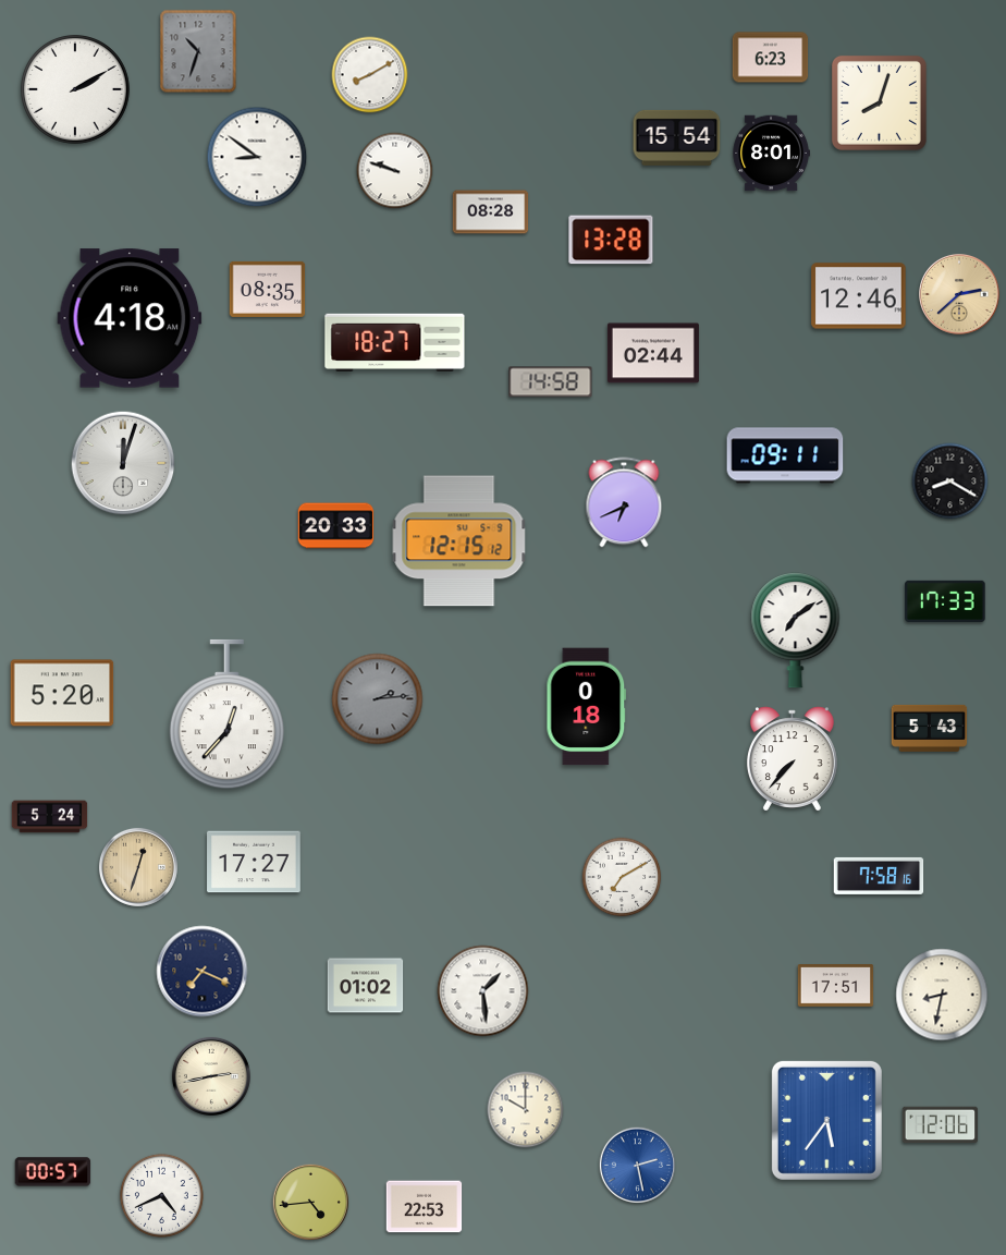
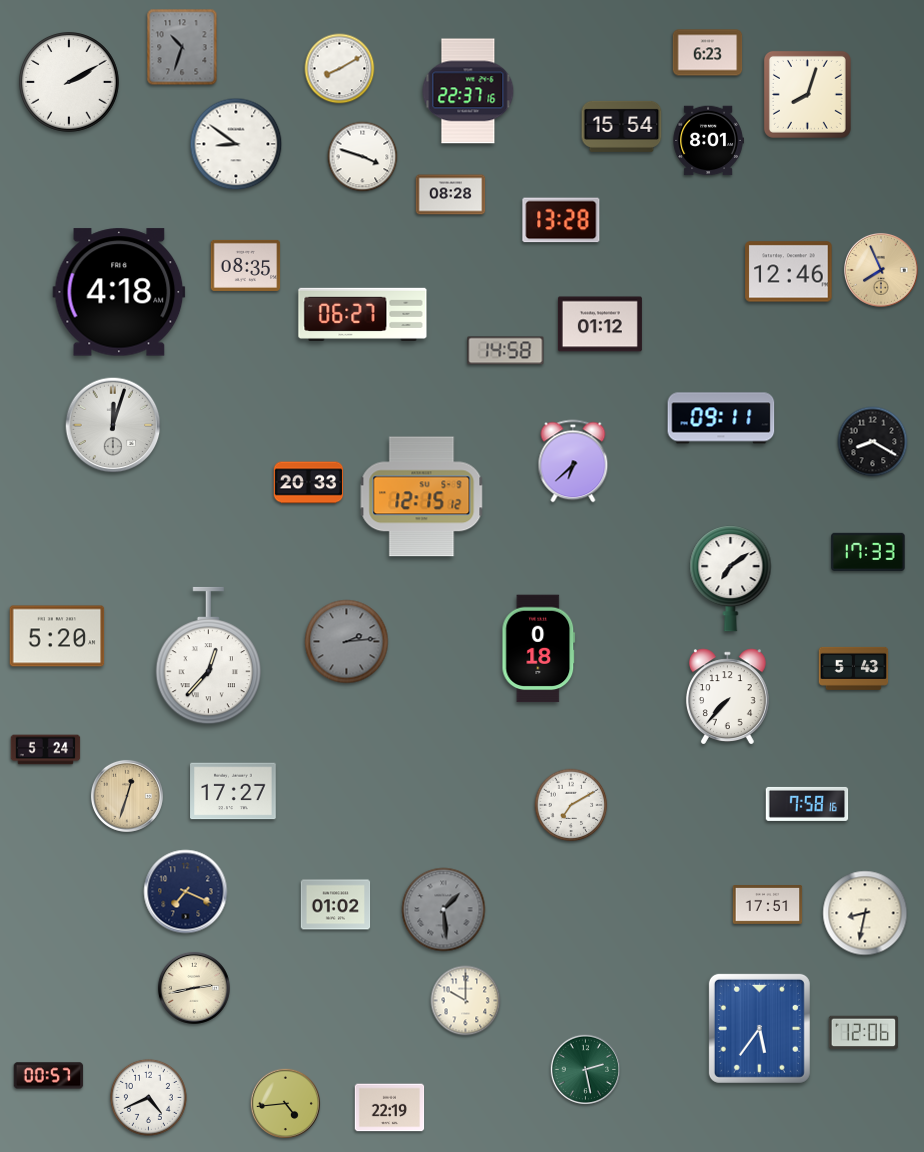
clock at (468, 91): none -> 22:37
clock at (395, 171): 9:48 -> 3:48
clock at (960, 295): 2:38 -> 7:56
clock at (395, 342): 18:27 -> 06:27
clock at (653, 353): 02:44 -> 01:12
clock at (624, 502): 6:41 -> 6:38
clock at (483, 991) dial: white -> grey
clock at (526, 1110) position: (526, 1110) -> (466, 1001)
clock at (637, 1165) dial: blue -> green
clock at (425, 1207): 22:53 -> 22:19
